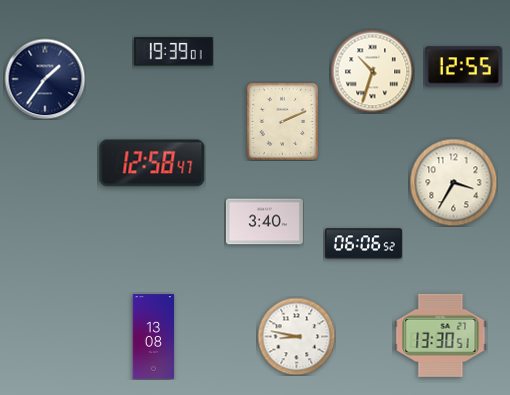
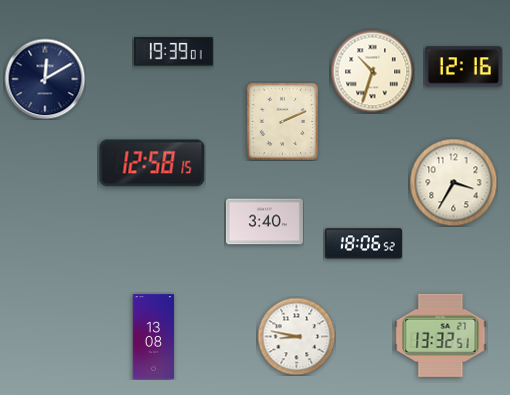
clock at (463, 67): 12:55 -> 12:16
clock at (45, 79): 1:36 -> 12:10
clock at (152, 163): 12:58:47 -> 12:58:15
clock at (363, 244): 06:06 -> 18:06
clock at (441, 335): 13:30 -> 13:32
